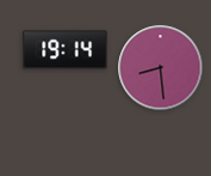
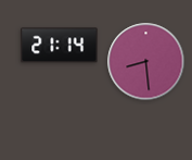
clock at (66, 50): 19:14 -> 21:14
